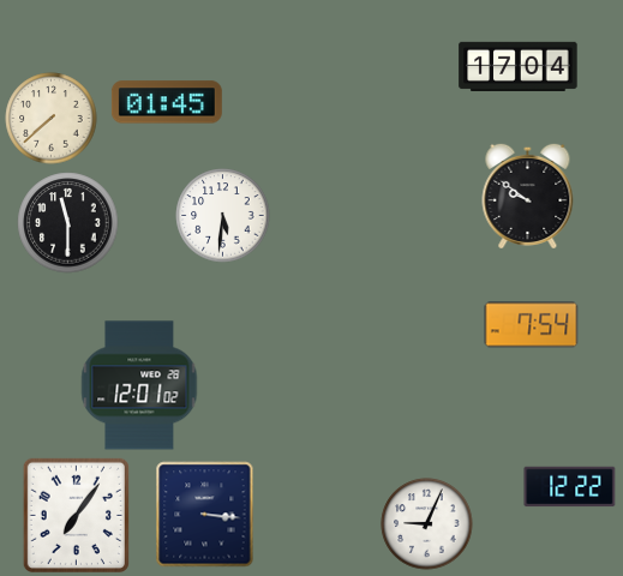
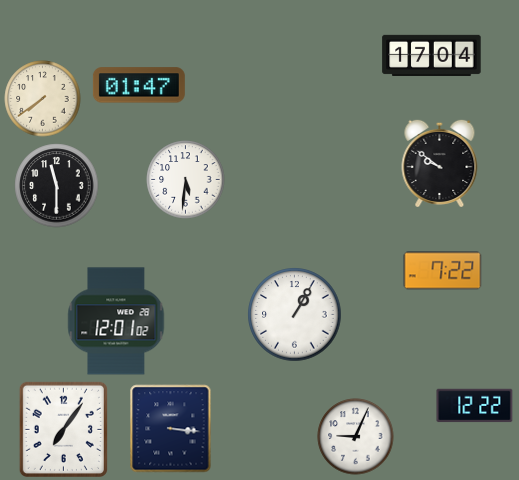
clock at (167, 102): 01:45 -> 01:47
clock at (52, 119): 7:38 -> 7:39
clock at (532, 325): 7:54 -> 7:22
clock at (295, 315): none -> 1:05
